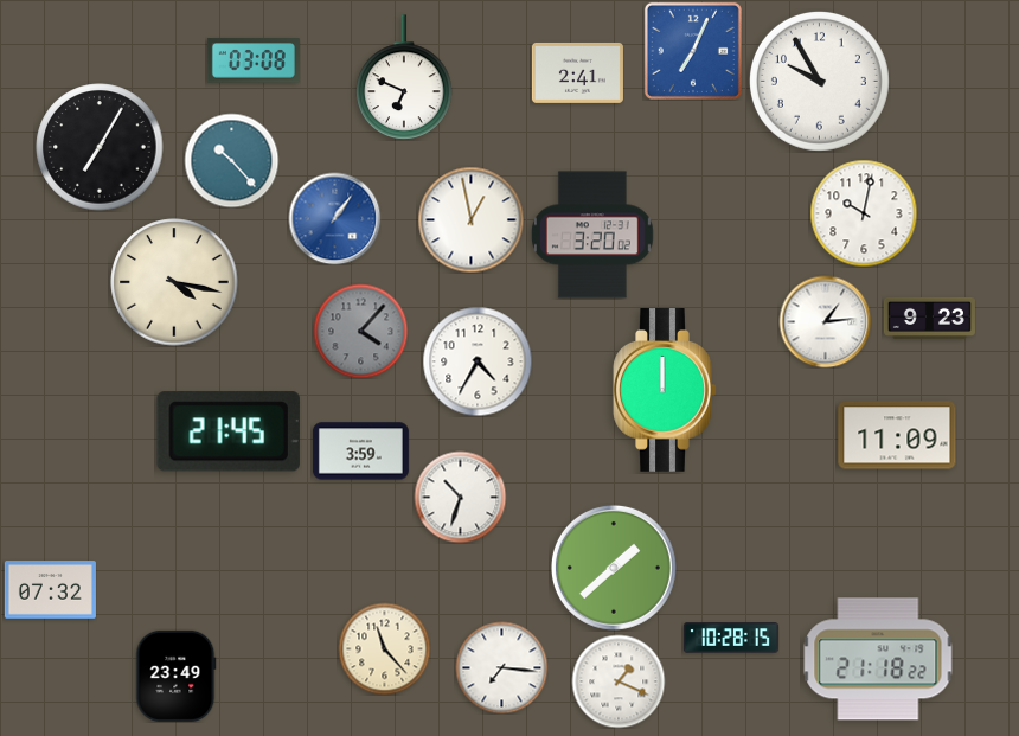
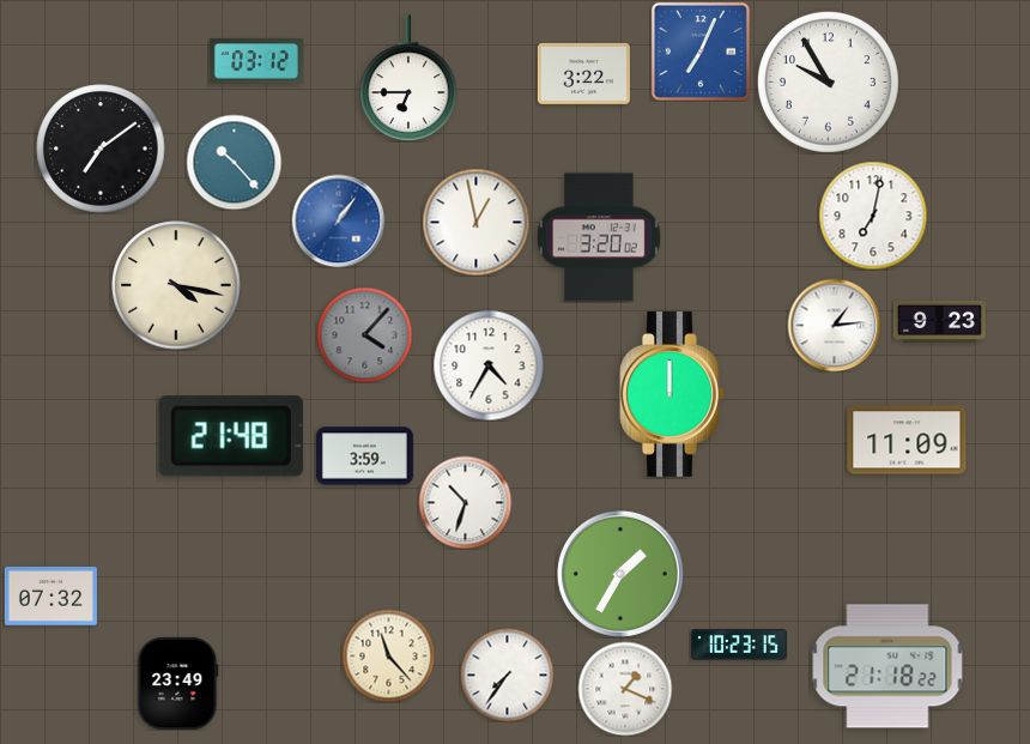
clock at (254, 60): 03:08 -> 03:12
clock at (577, 72): 2:41 -> 3:22
clock at (404, 77): 6:49 -> 6:45
clock at (100, 147): 7:05 -> 7:09
clock at (864, 213): 10:02 -> 7:02
clock at (478, 361) position: (478, 361) -> (489, 365)
clock at (229, 431): 21:45 -> 21:48
clock at (614, 568): 1:38 -> 1:35
clock at (731, 638): 10:28 -> 10:23
clock at (501, 667): 7:16 -> 7:36
